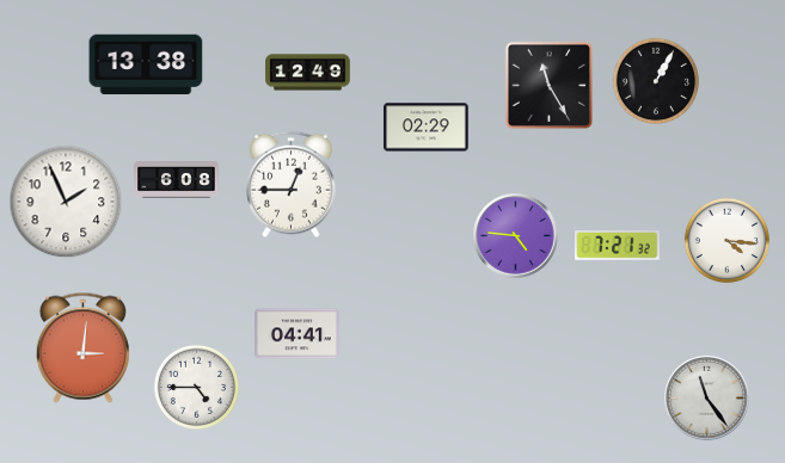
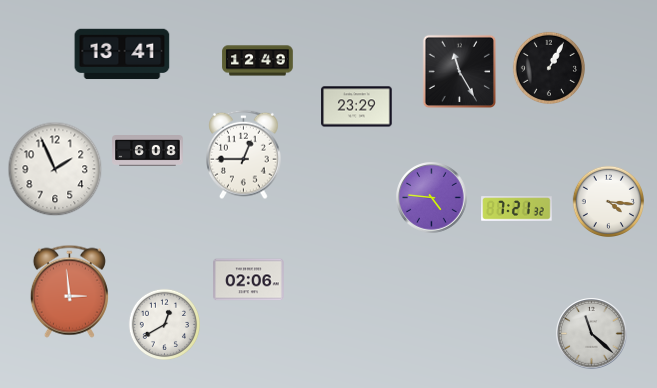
clock at (146, 64): 13:38 -> 13:41
clock at (427, 128): 02:29 -> 23:29
clock at (618, 246) position: (618, 246) -> (517, 209)
clock at (298, 334): 04:41 -> 02:06
clock at (82, 347): 3:01 -> 2:59
clock at (196, 387): 4:45 -> 12:40
clock at (707, 399): 11:24 -> 11:22
